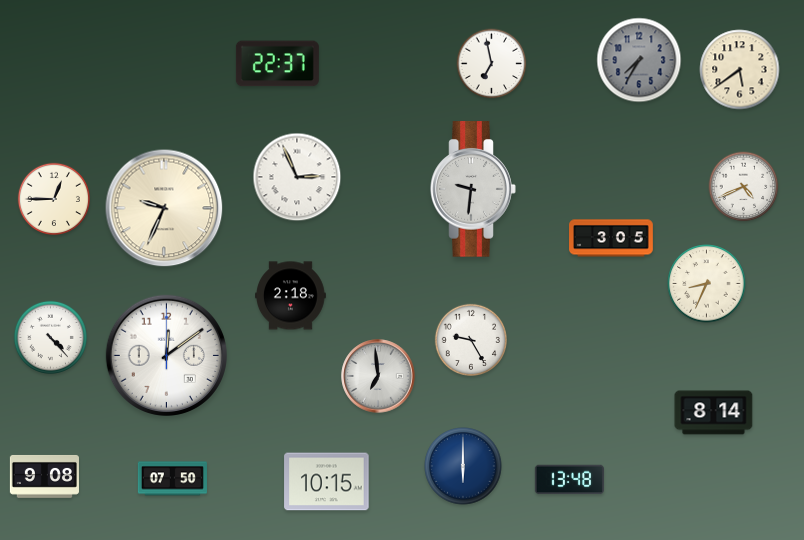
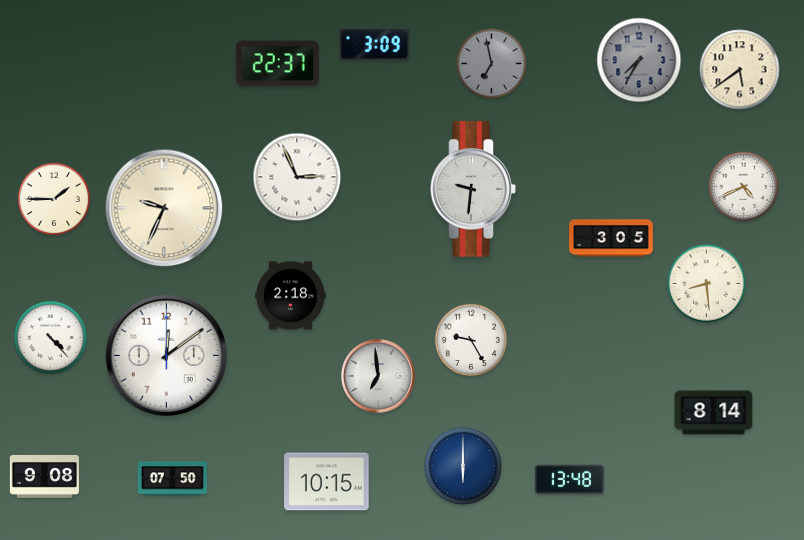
clock at (374, 44): none -> 3:09
clock at (492, 64) dial: white -> grey
clock at (53, 198): 12:45 -> 1:45
clock at (707, 284): 8:34 -> 8:29
